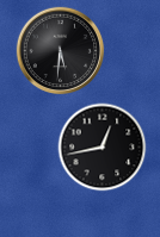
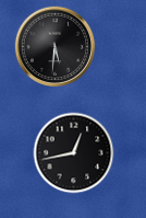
clock at (103, 148) position: (103, 148) -> (74, 153)
